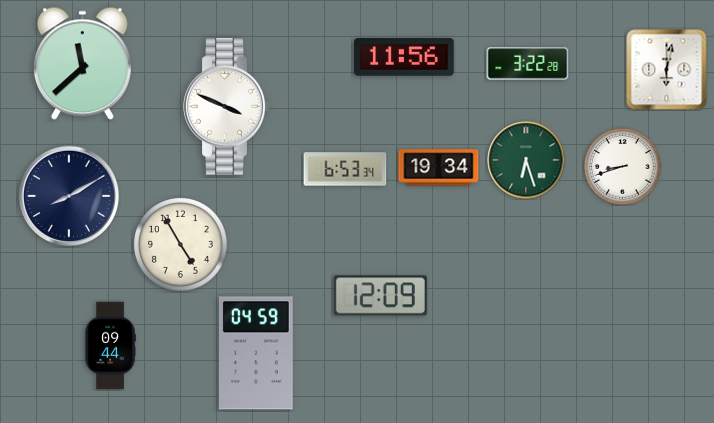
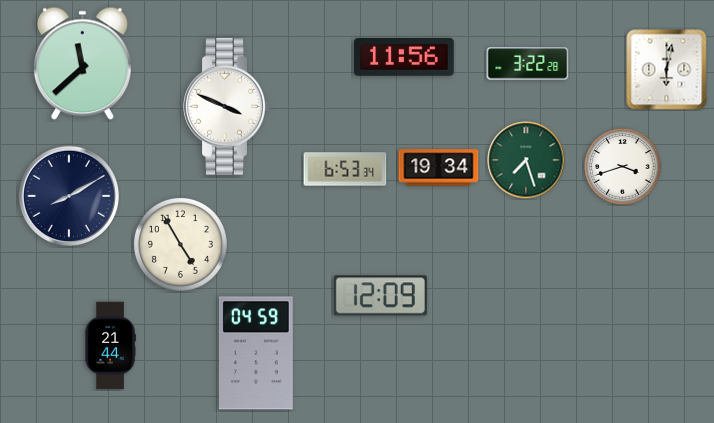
clock at (526, 160): 6:27 -> 7:27
clock at (623, 167): 8:42 -> 3:42
clock at (110, 346): 09:44 -> 21:44
